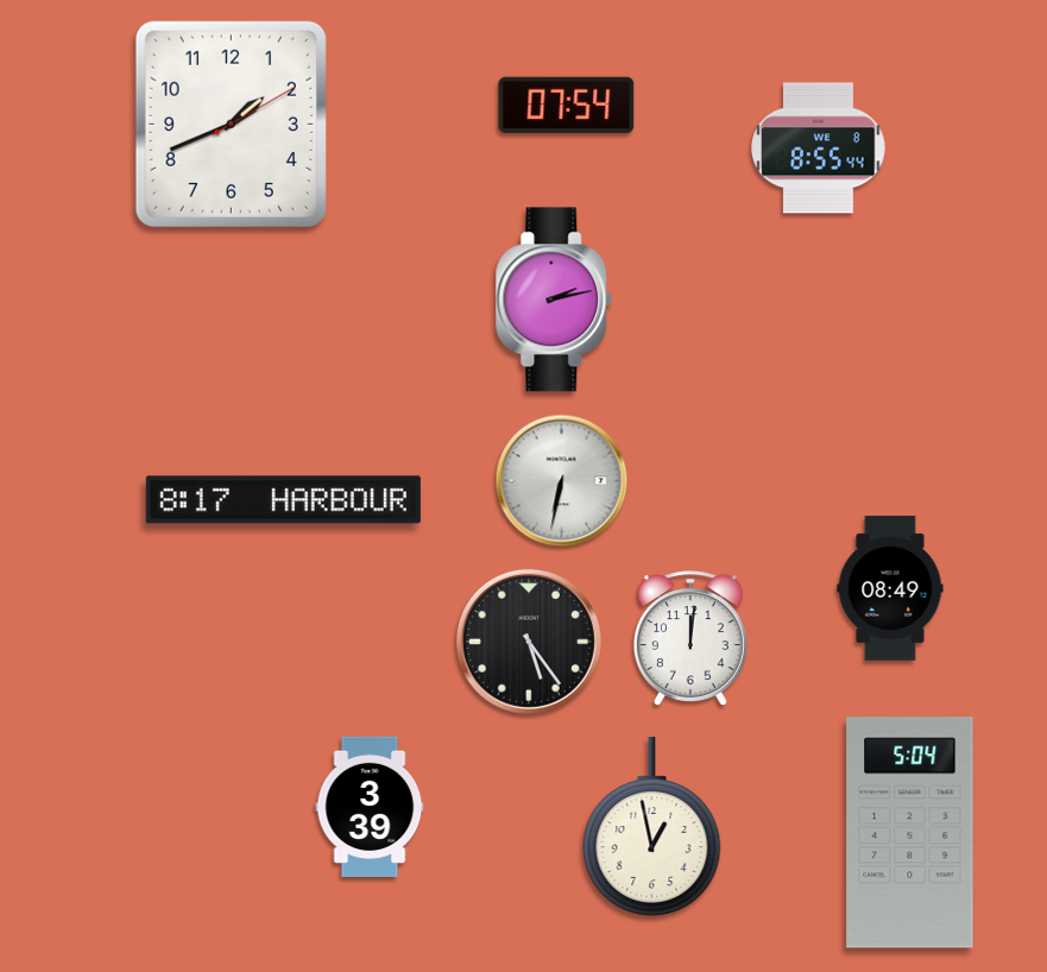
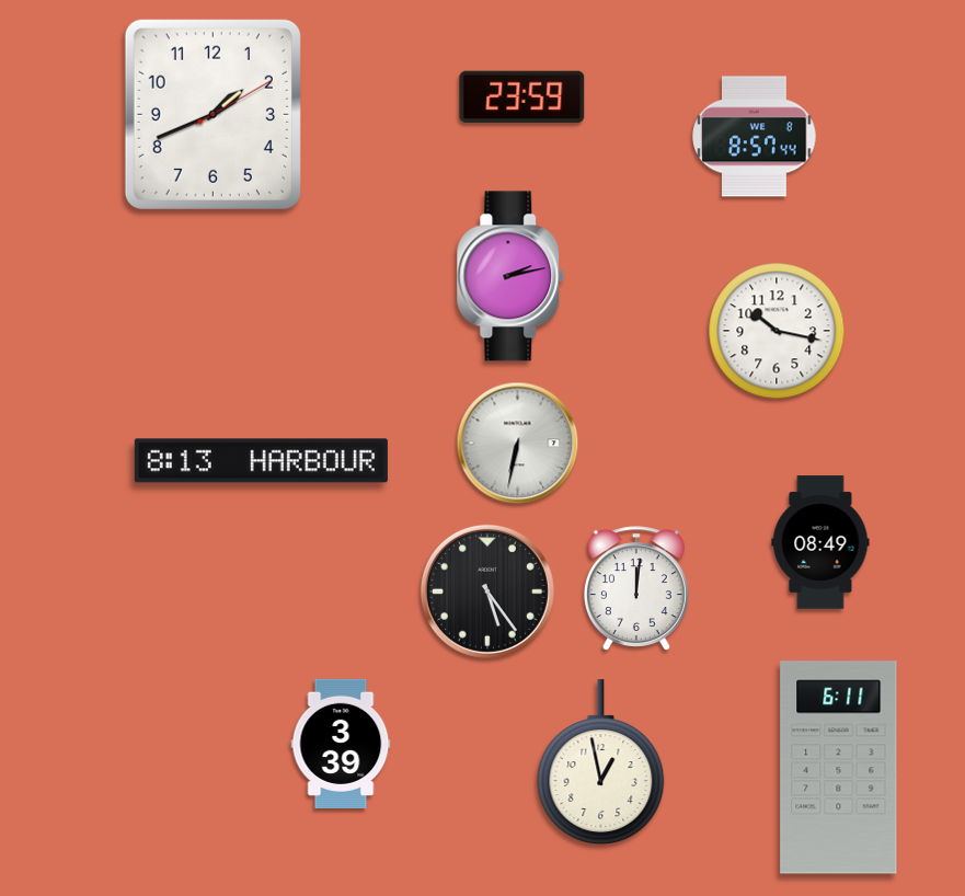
clock at (567, 105): 07:54 -> 23:59
clock at (819, 149): 8:55 -> 8:57
clock at (777, 331): none -> 10:17
clock at (283, 500): 8:17 -> 8:13
clock at (910, 833): 5:04 -> 6:11
